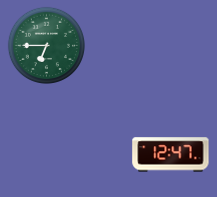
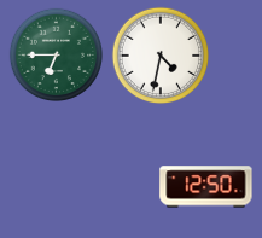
clock at (161, 56): none -> 4:32
clock at (171, 155): 12:47 -> 12:50
